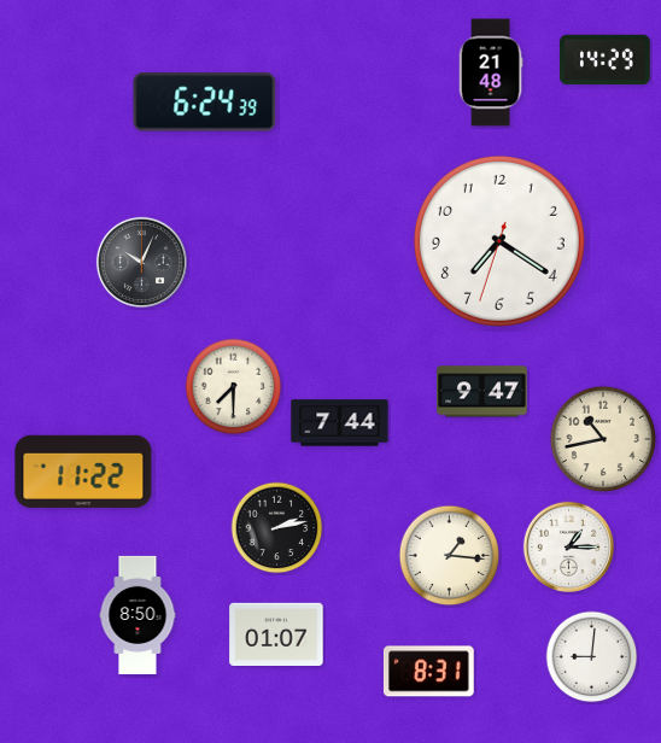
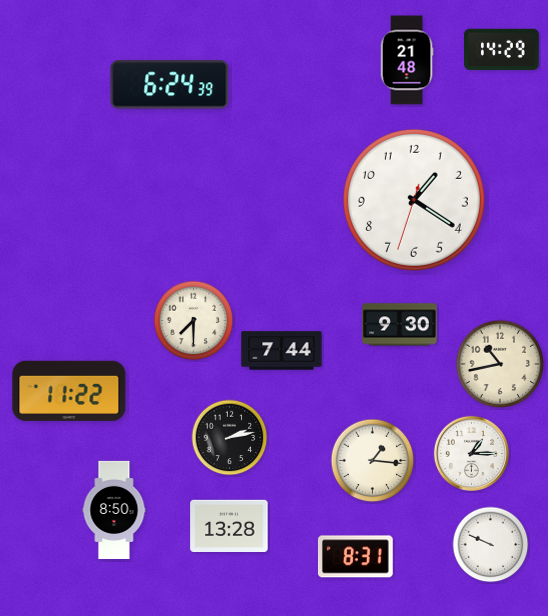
clock at (499, 241): 7:20 -> 1:20
clock at (141, 262): 10:04 -> none
clock at (482, 392): 9:47 -> 9:30
clock at (276, 633): 01:07 -> 13:28
clock at (592, 657): 9:01 -> 9:49
